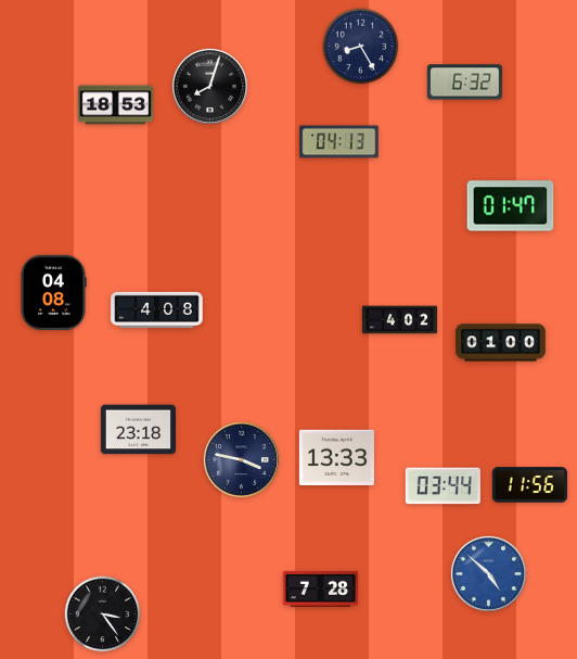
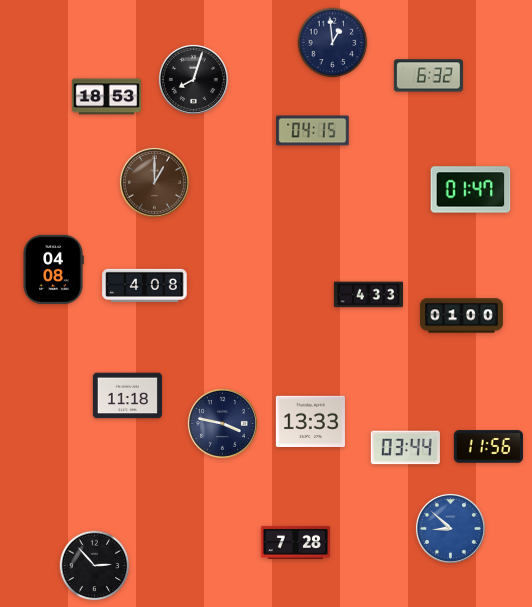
clock at (361, 47): 8:25 -> 12:59
clock at (339, 142): 04:13 -> 04:15
clock at (154, 182): none -> 1:00
clock at (53, 292) position: (53, 292) -> (53, 269)
clock at (399, 320): 4:02 -> 4:33
clock at (138, 430): 23:18 -> 11:18
clock at (443, 486) position: (443, 486) -> (405, 448)
clock at (488, 573): 4:52 -> 8:52
clock at (103, 614): 3:24 -> 2:53
